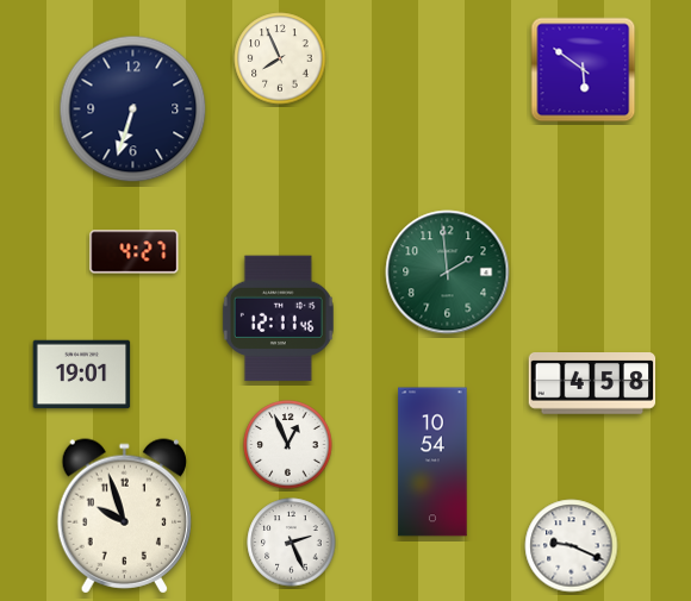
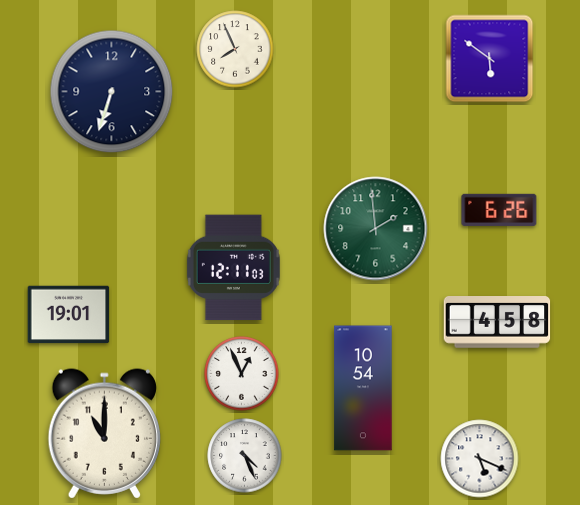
clock at (499, 210): none -> 6:26
clock at (135, 252): 4:27 -> none
clock at (278, 319): 12:11:46 -> 12:11:03
clock at (124, 517): 9:57 -> 11:00
clock at (292, 543): 2:26 -> 4:26
clock at (572, 546): 9:19 -> 5:19
